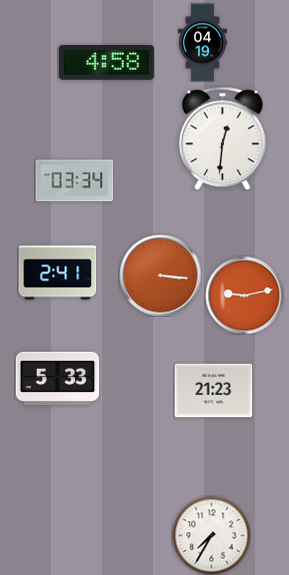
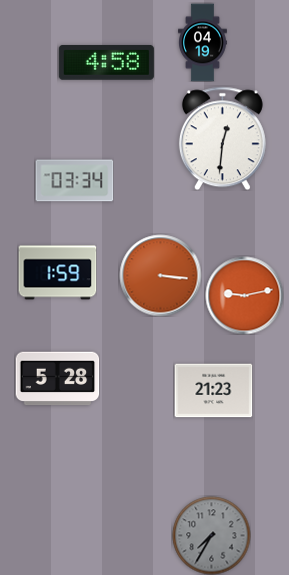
clock at (57, 273): 2:41 -> 1:59
clock at (57, 379): 5:33 -> 5:28
clock at (211, 535) dial: white -> grey
